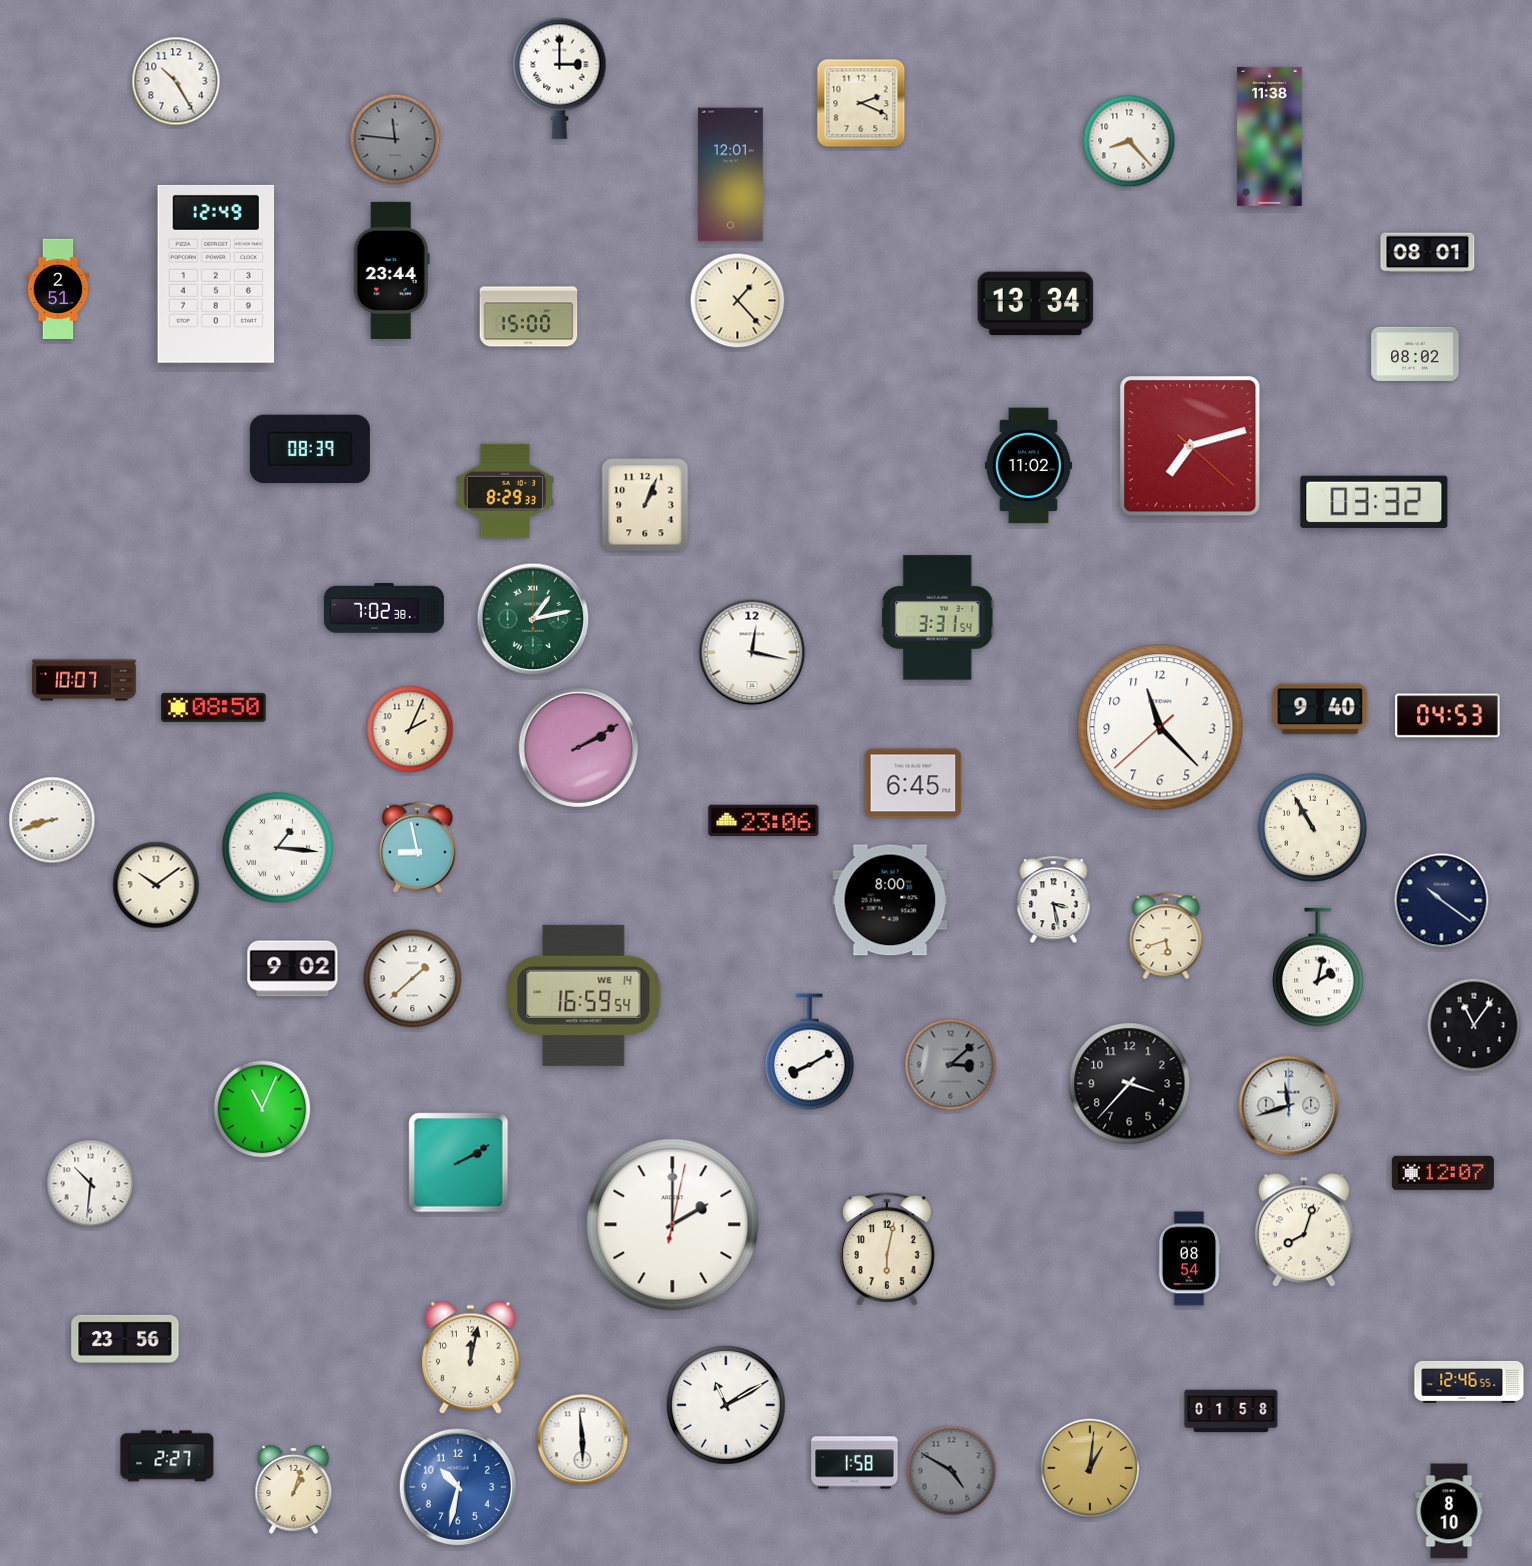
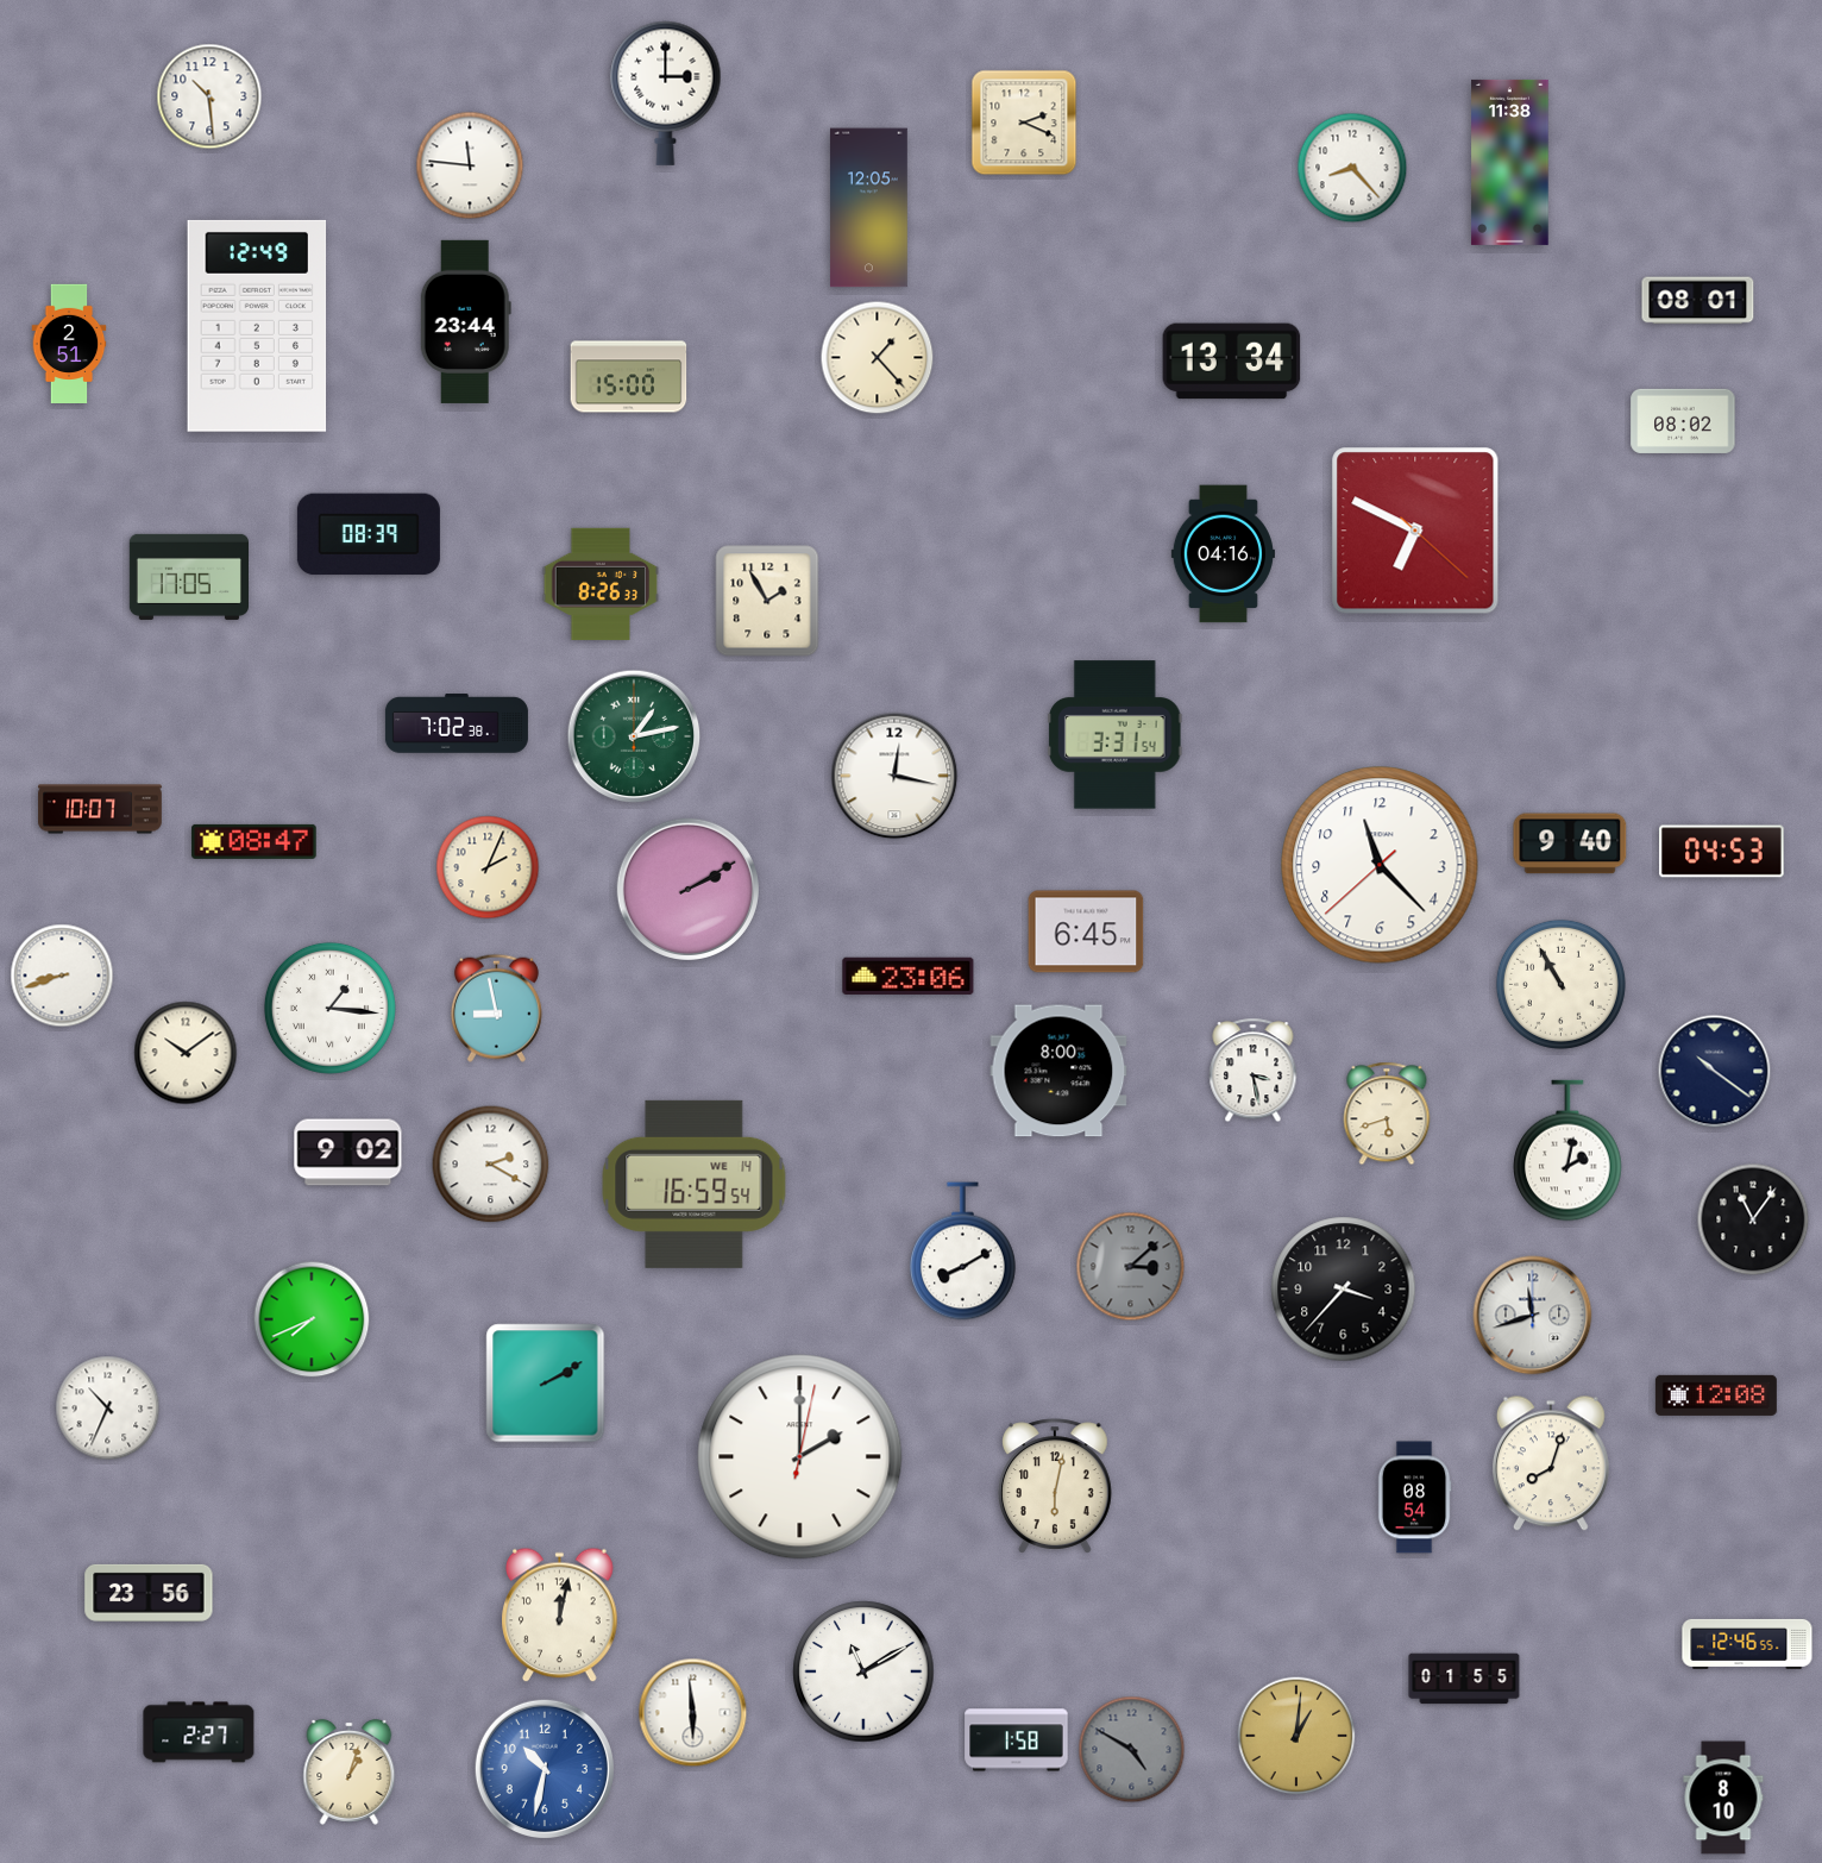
clock at (176, 81): 10:25 -> 10:29
clock at (395, 139) dial: grey -> white
clock at (1129, 141) position: (1129, 141) -> (1352, 168)
clock at (730, 175): 12:01 -> 12:05
clock at (1190, 446): 7:12 -> 6:49
clock at (1028, 466): 11:02 -> 04:16
clock at (188, 577): none -> 17:05
clock at (505, 490): 8:29 -> 8:26
clock at (1374, 502): 03:32 -> none
clock at (645, 505): 1:04 -> 1:55
clock at (214, 707): 08:50 -> 08:47
clock at (413, 979): 1:38 -> 2:20
clock at (262, 1109): 11:04 -> 7:41
clock at (1443, 1173): 12:07 -> 12:08
clock at (91, 1184): 10:31 -> 10:34
clock at (1231, 1411): 01:58 -> 01:55
clock at (1090, 1468) position: (1090, 1468) -> (1296, 1736)
